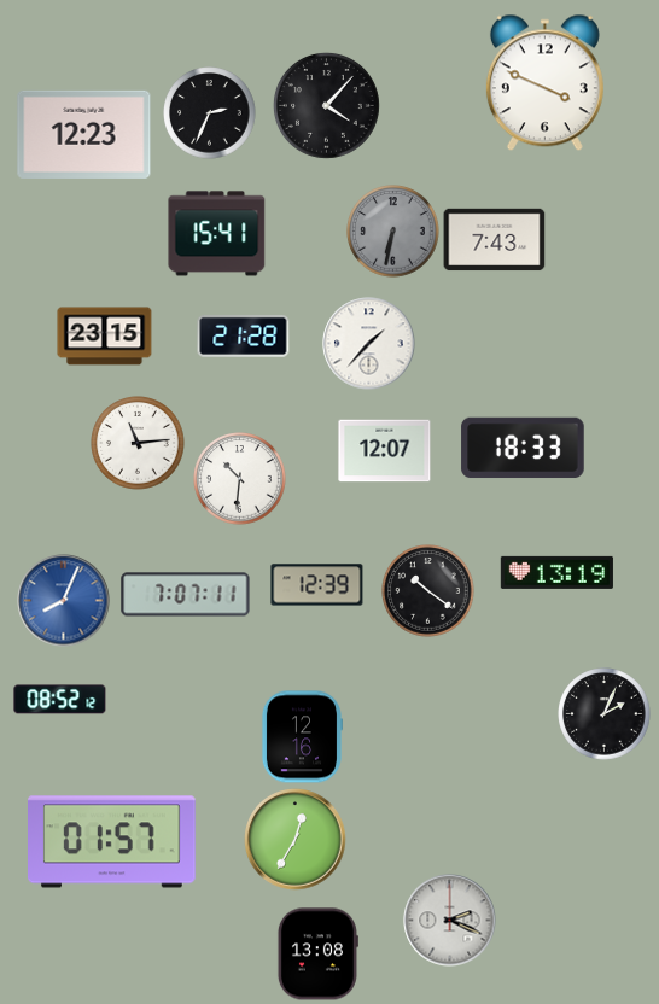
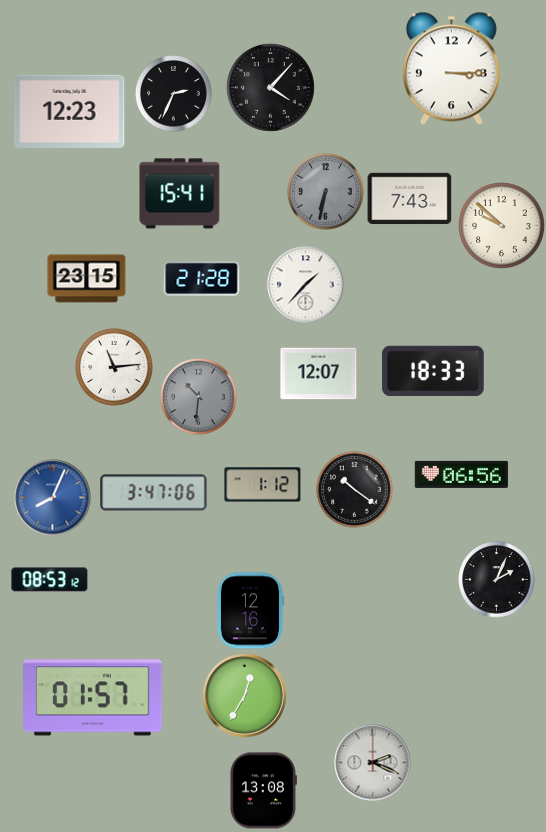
clock at (544, 83): 3:49 -> 3:15
clock at (502, 226): none -> 9:52
clock at (240, 479) dial: white -> grey
clock at (556, 572): 13:19 -> 06:56
clock at (317, 585): 12:39 -> 1:12
clock at (186, 595): 7:07 -> 3:47
clock at (60, 700): 08:52 -> 08:53
clock at (605, 714) position: (605, 714) -> (497, 580)
